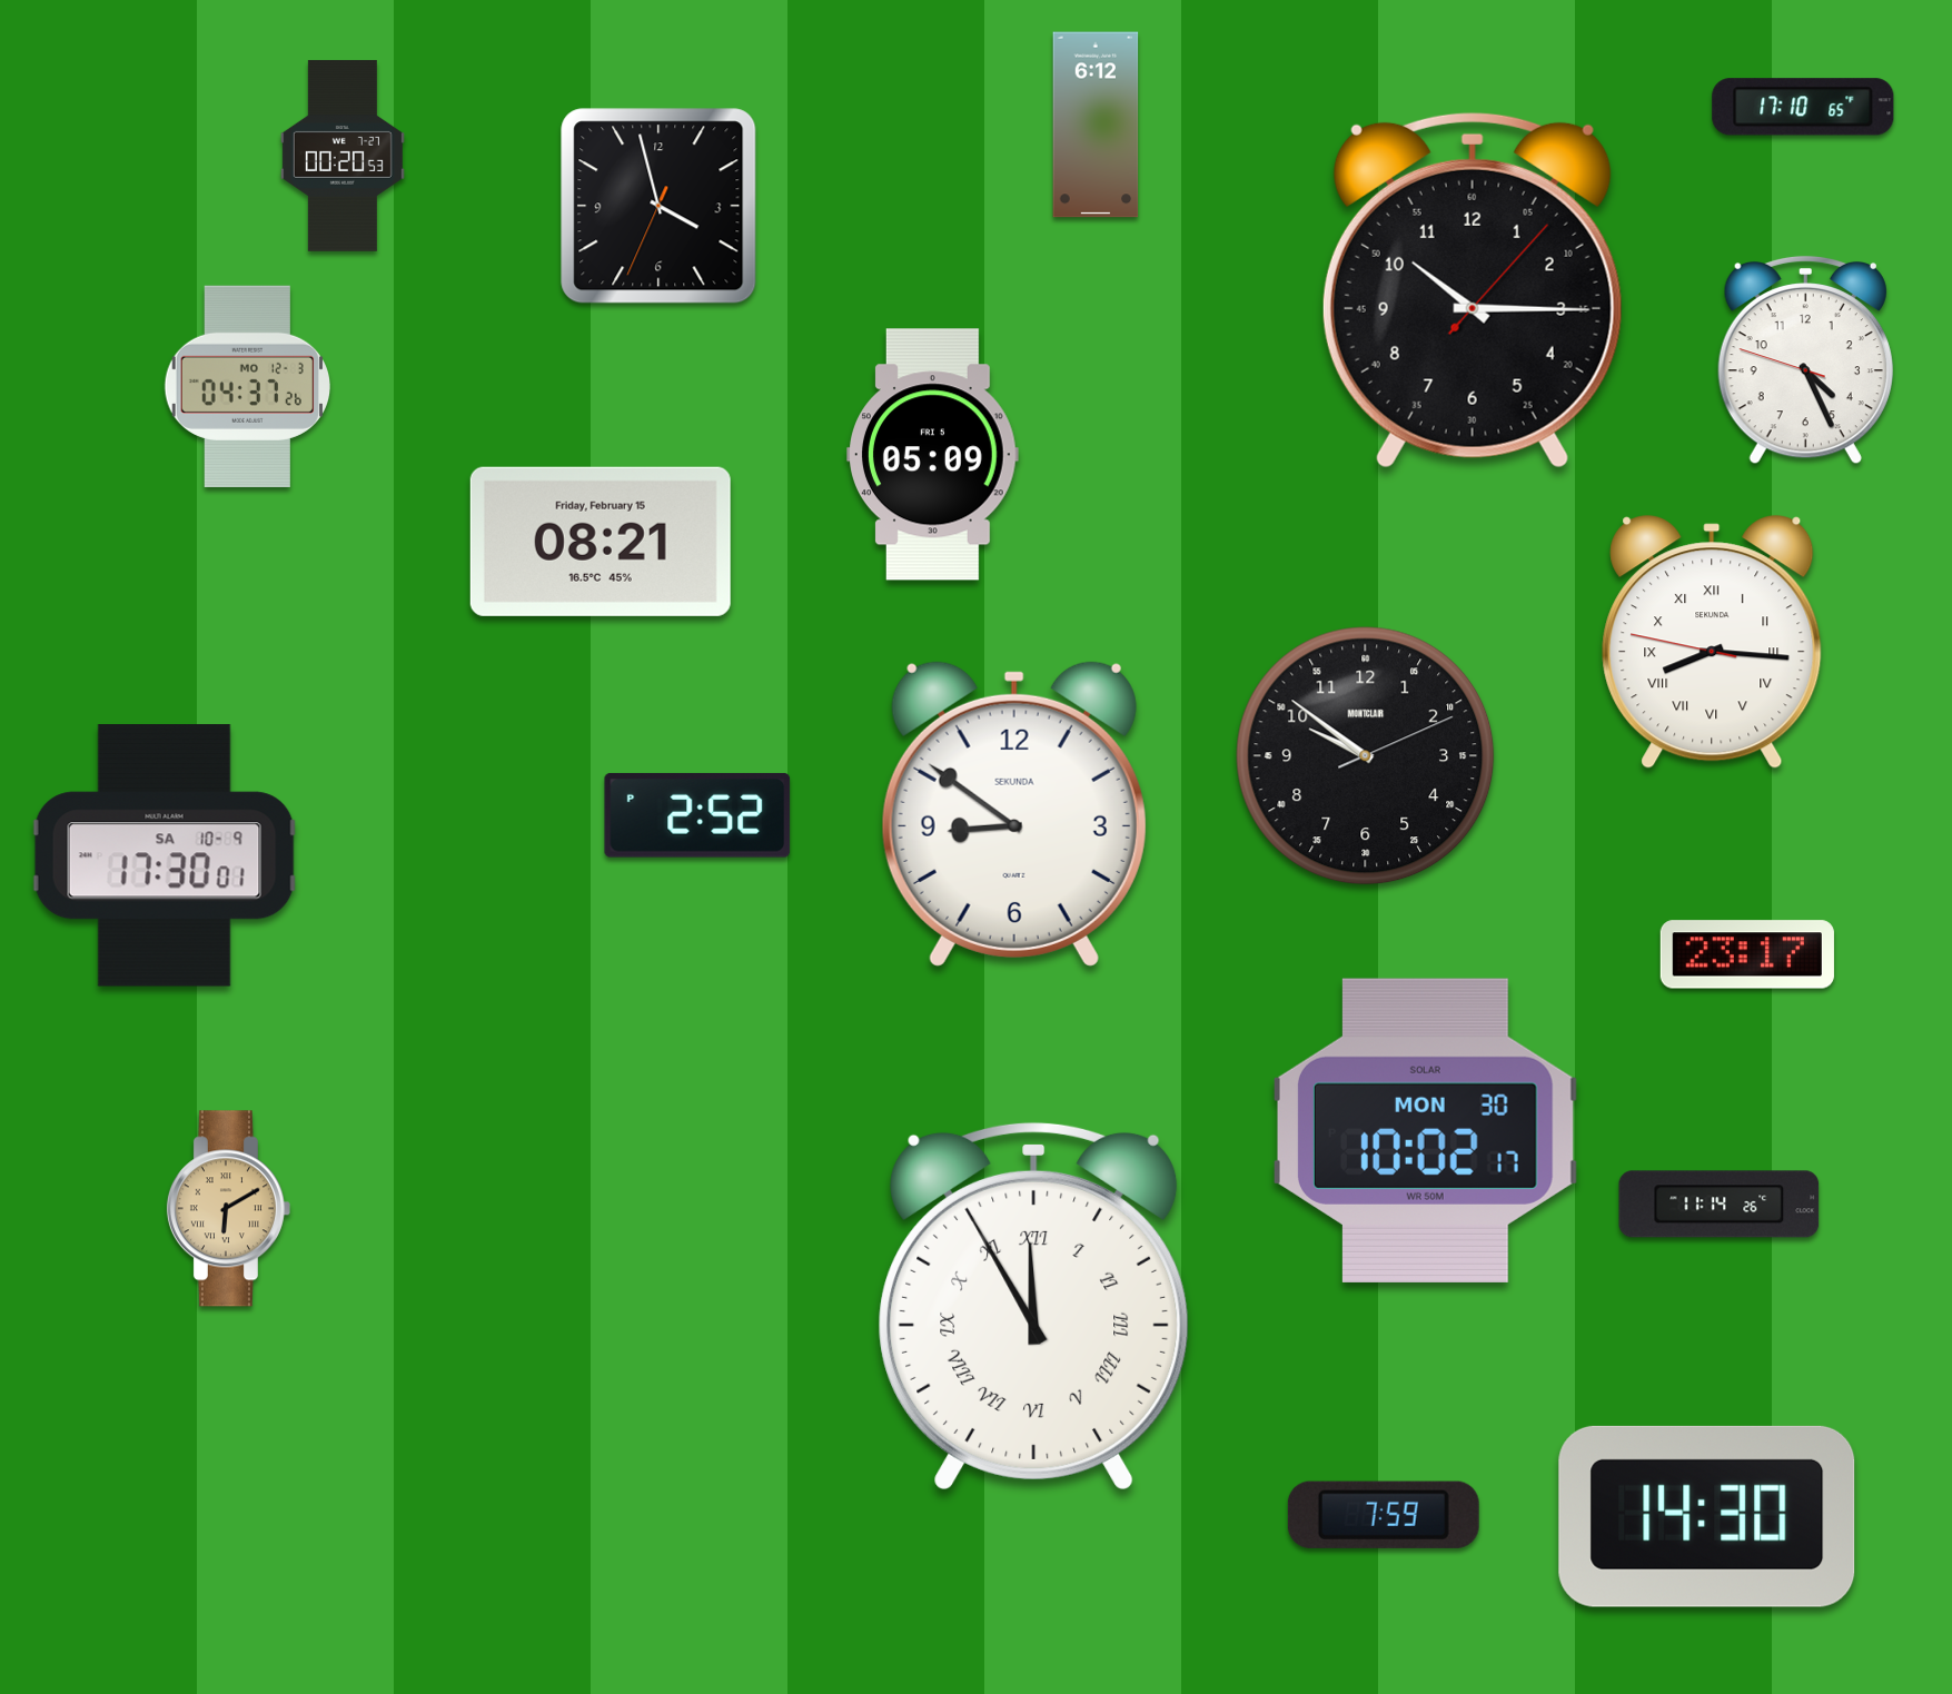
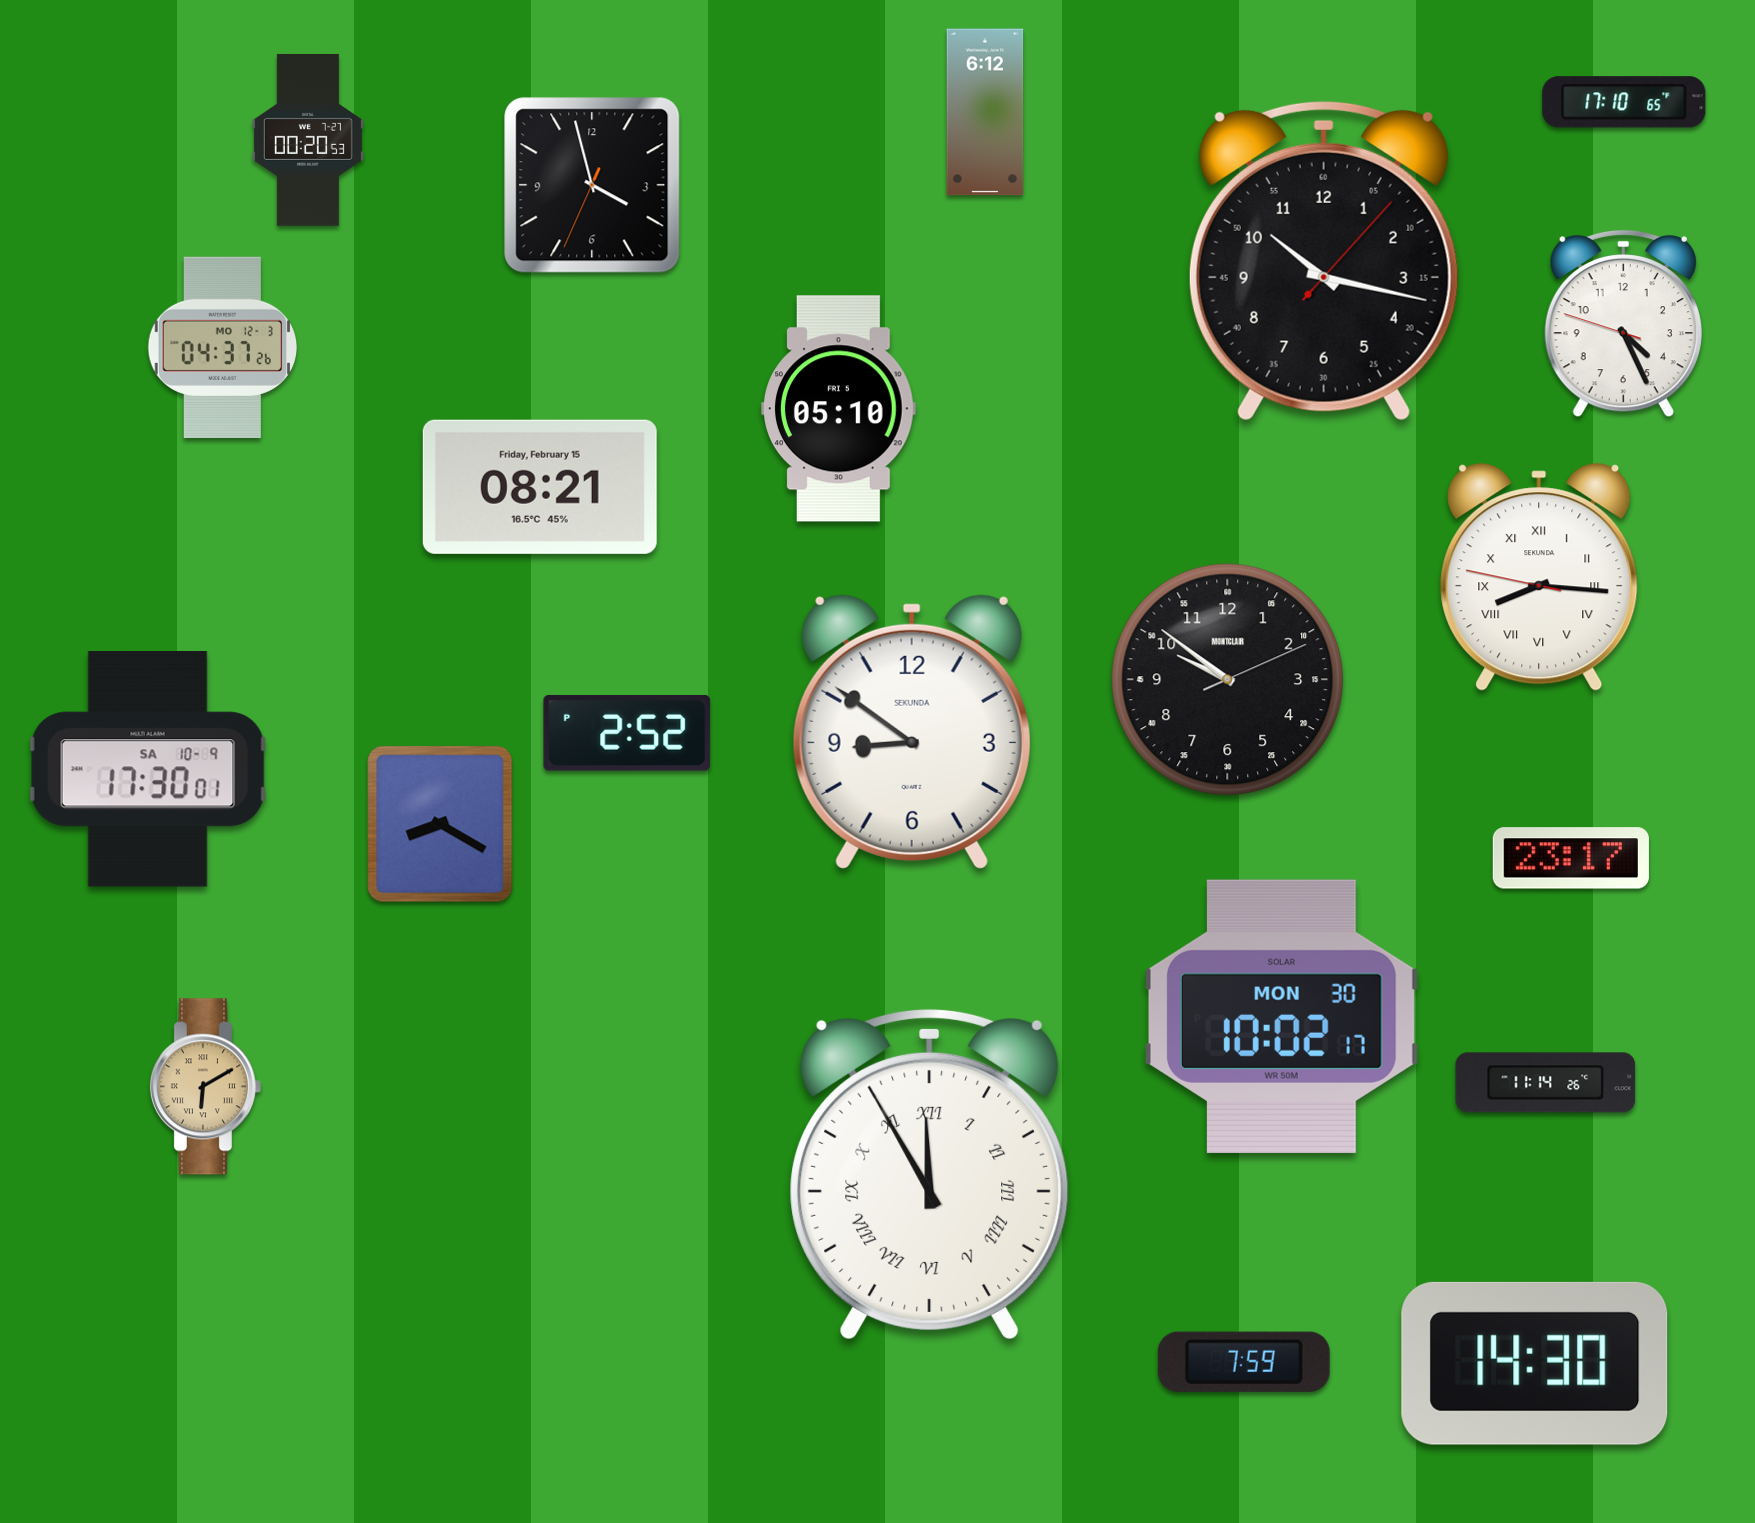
clock at (1803, 107) position: (1803, 107) -> (1624, 102)
clock at (1473, 290): 10:15 -> 10:17
clock at (933, 455): 05:09 -> 05:10
clock at (440, 824): none -> 8:20
